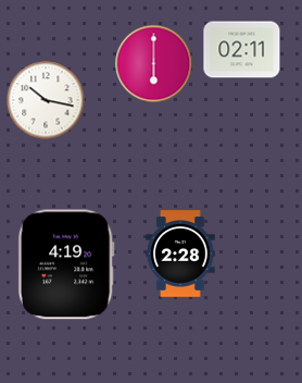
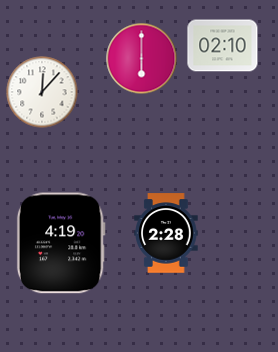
clock at (242, 50): 02:11 -> 02:10
clock at (46, 100): 10:17 -> 12:07
